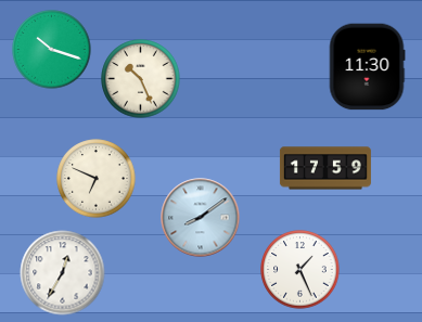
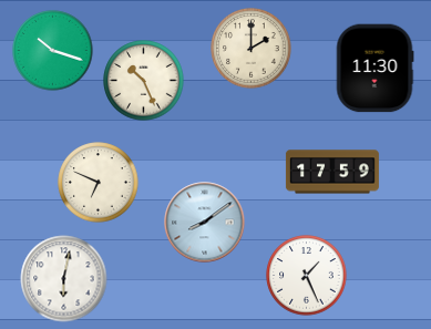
clock at (252, 49): none -> 2:00
clock at (63, 273): 12:35 -> 6:02
